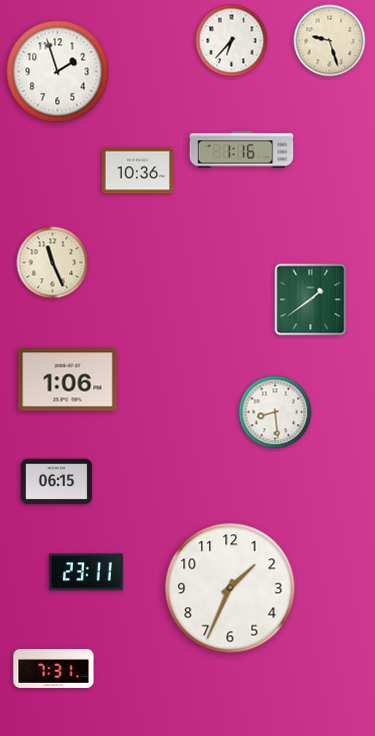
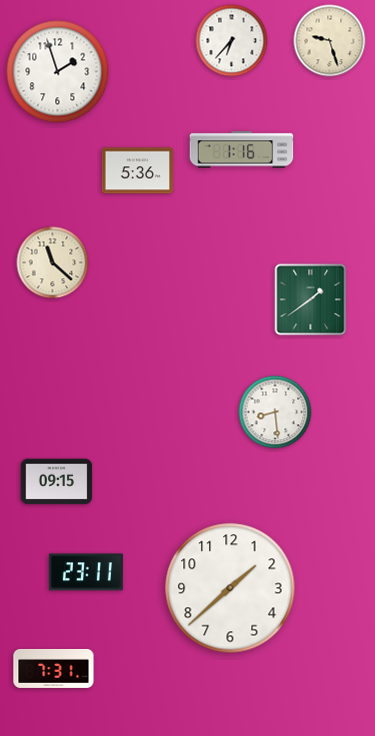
clock at (138, 171): 10:36 -> 5:36
clock at (53, 263): 11:26 -> 11:22
clock at (68, 380): 1:06 -> none
clock at (57, 482): 06:15 -> 09:15
clock at (230, 588): 1:34 -> 1:38
